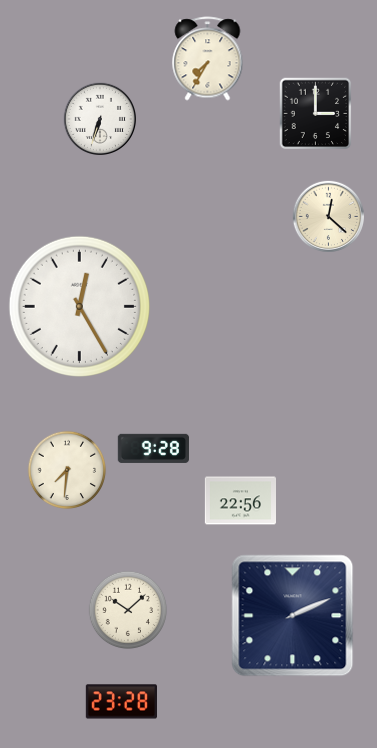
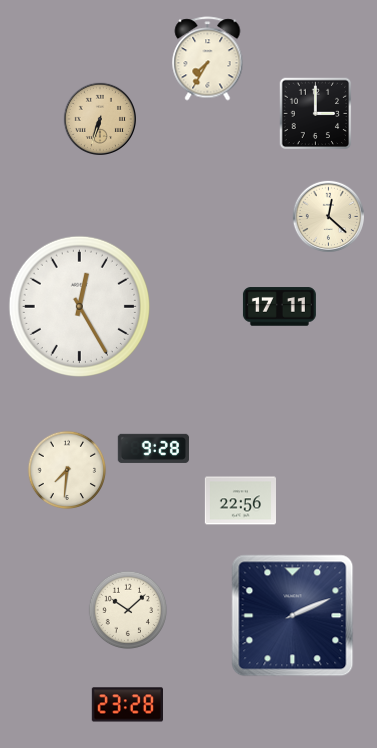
clock at (99, 118) dial: white -> champagne
clock at (279, 307): none -> 17:11
clock at (121, 702) position: (121, 702) -> (127, 705)
